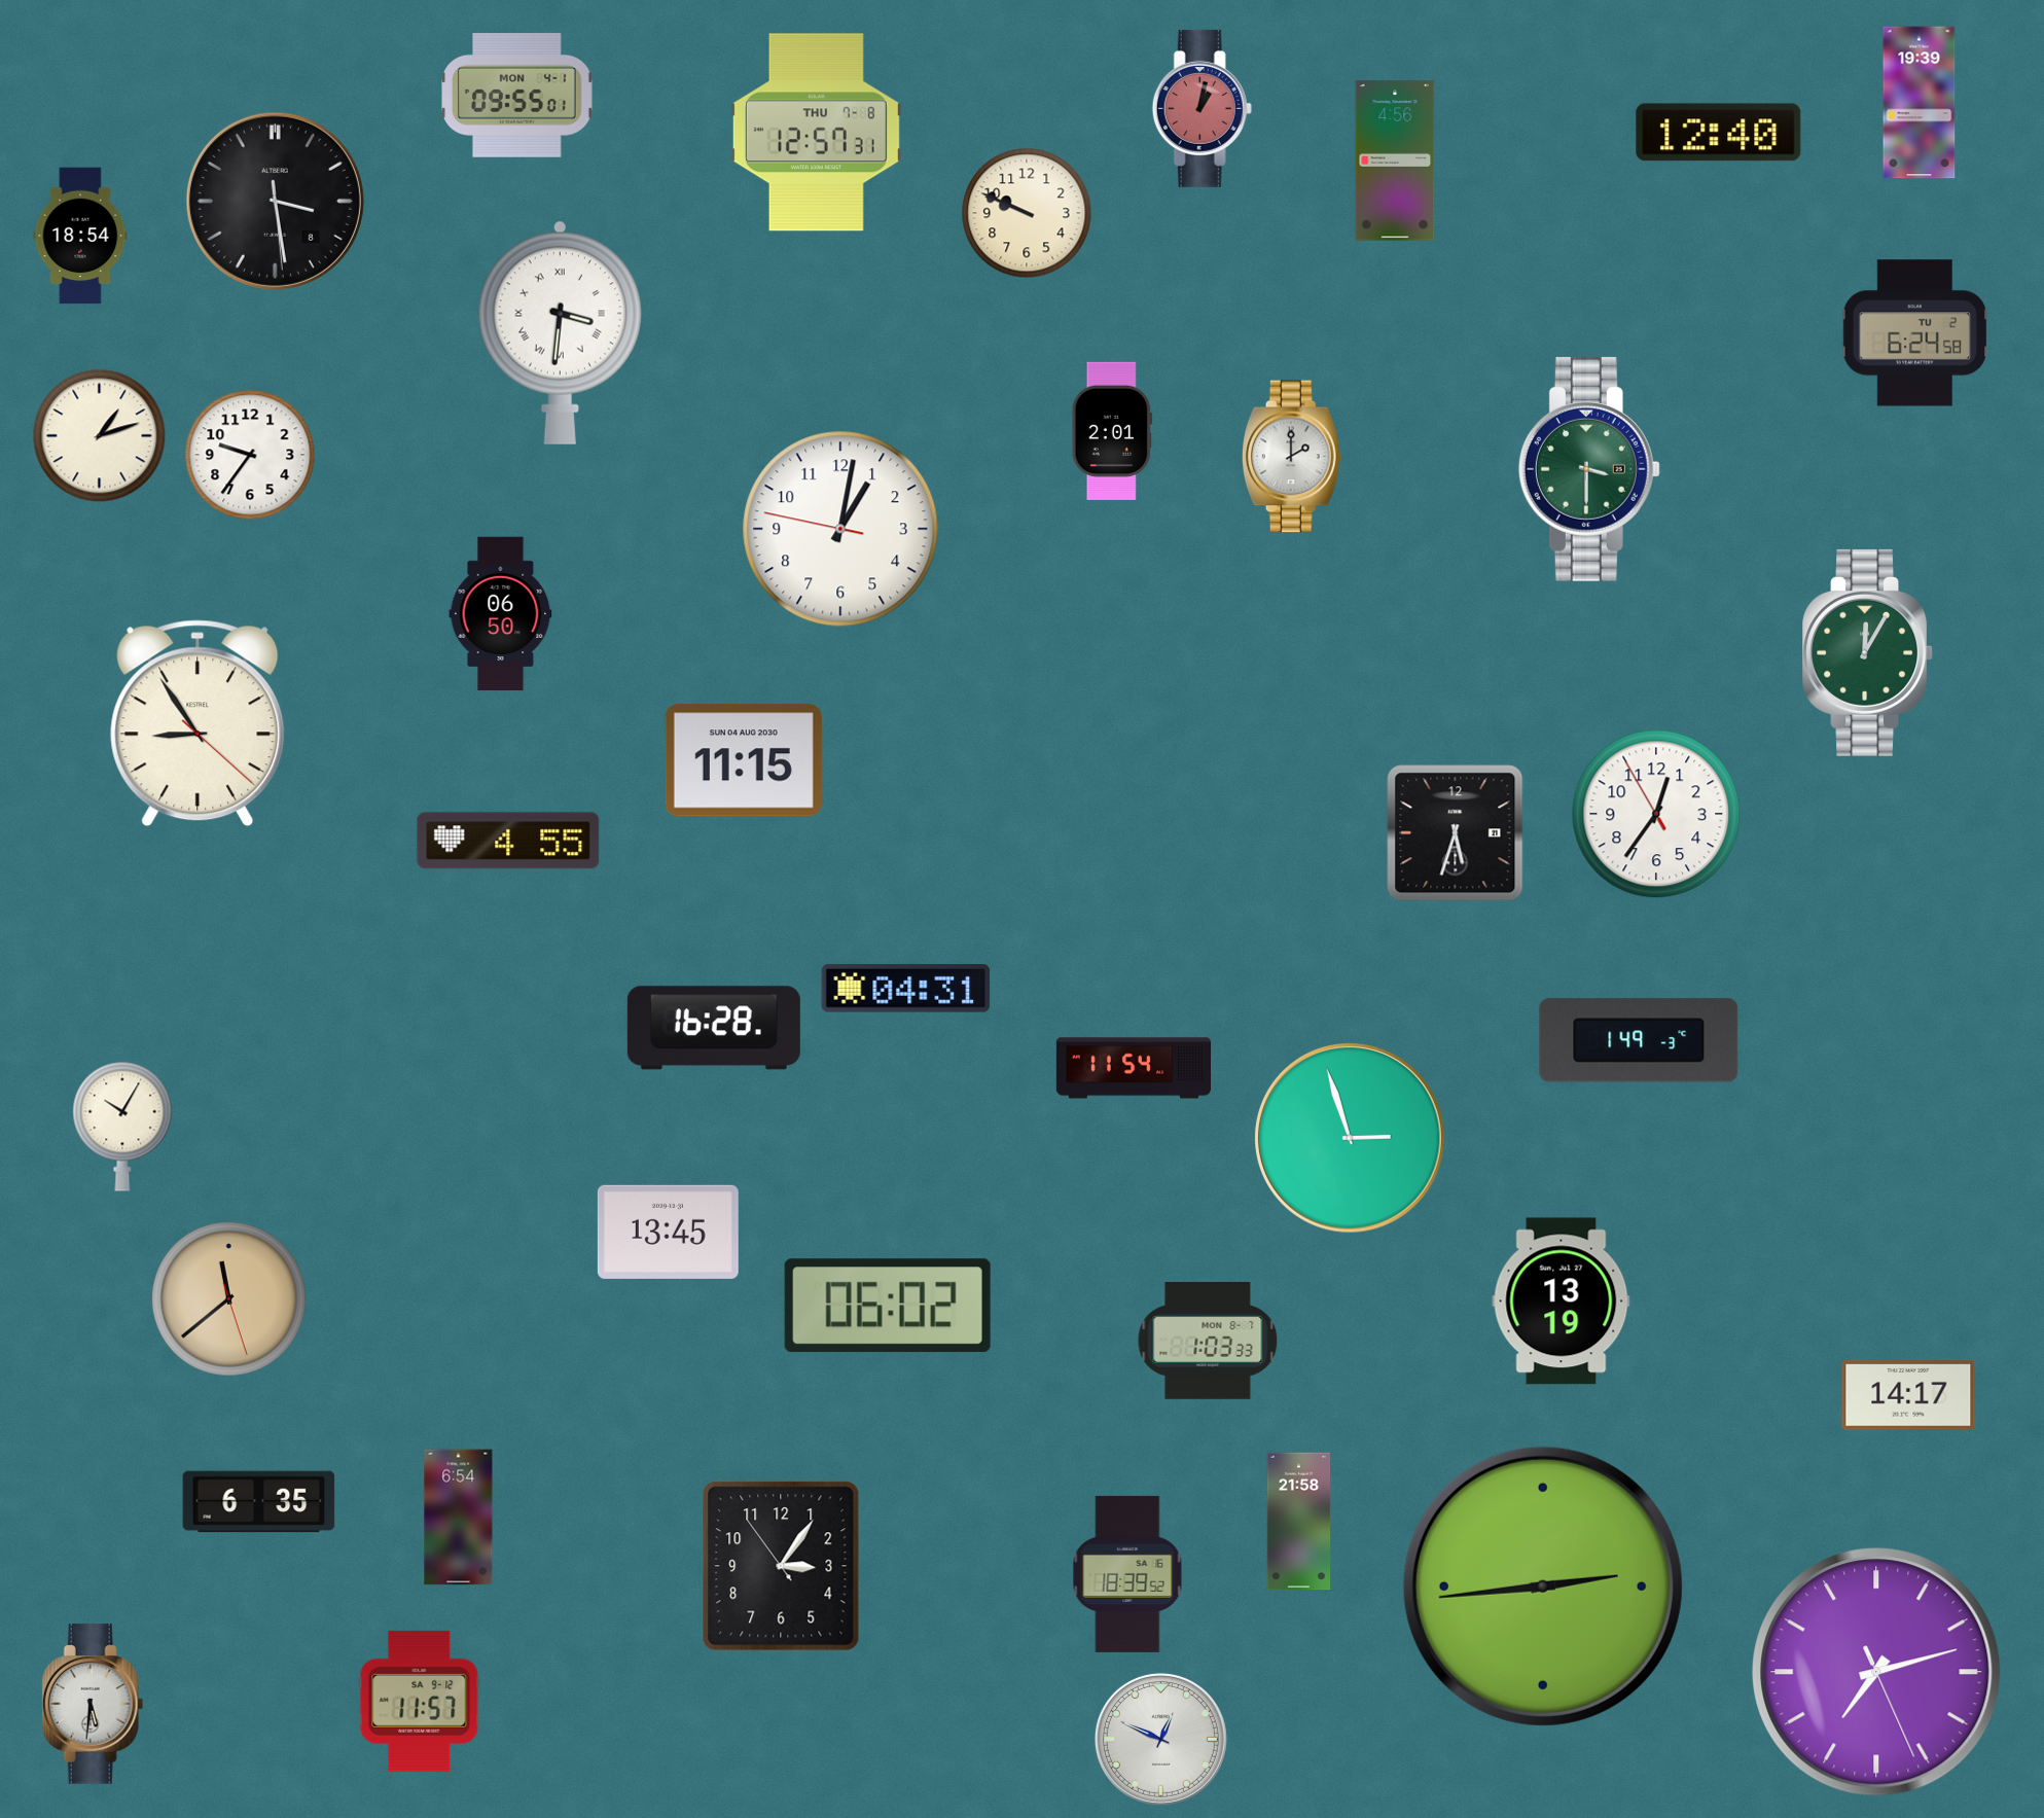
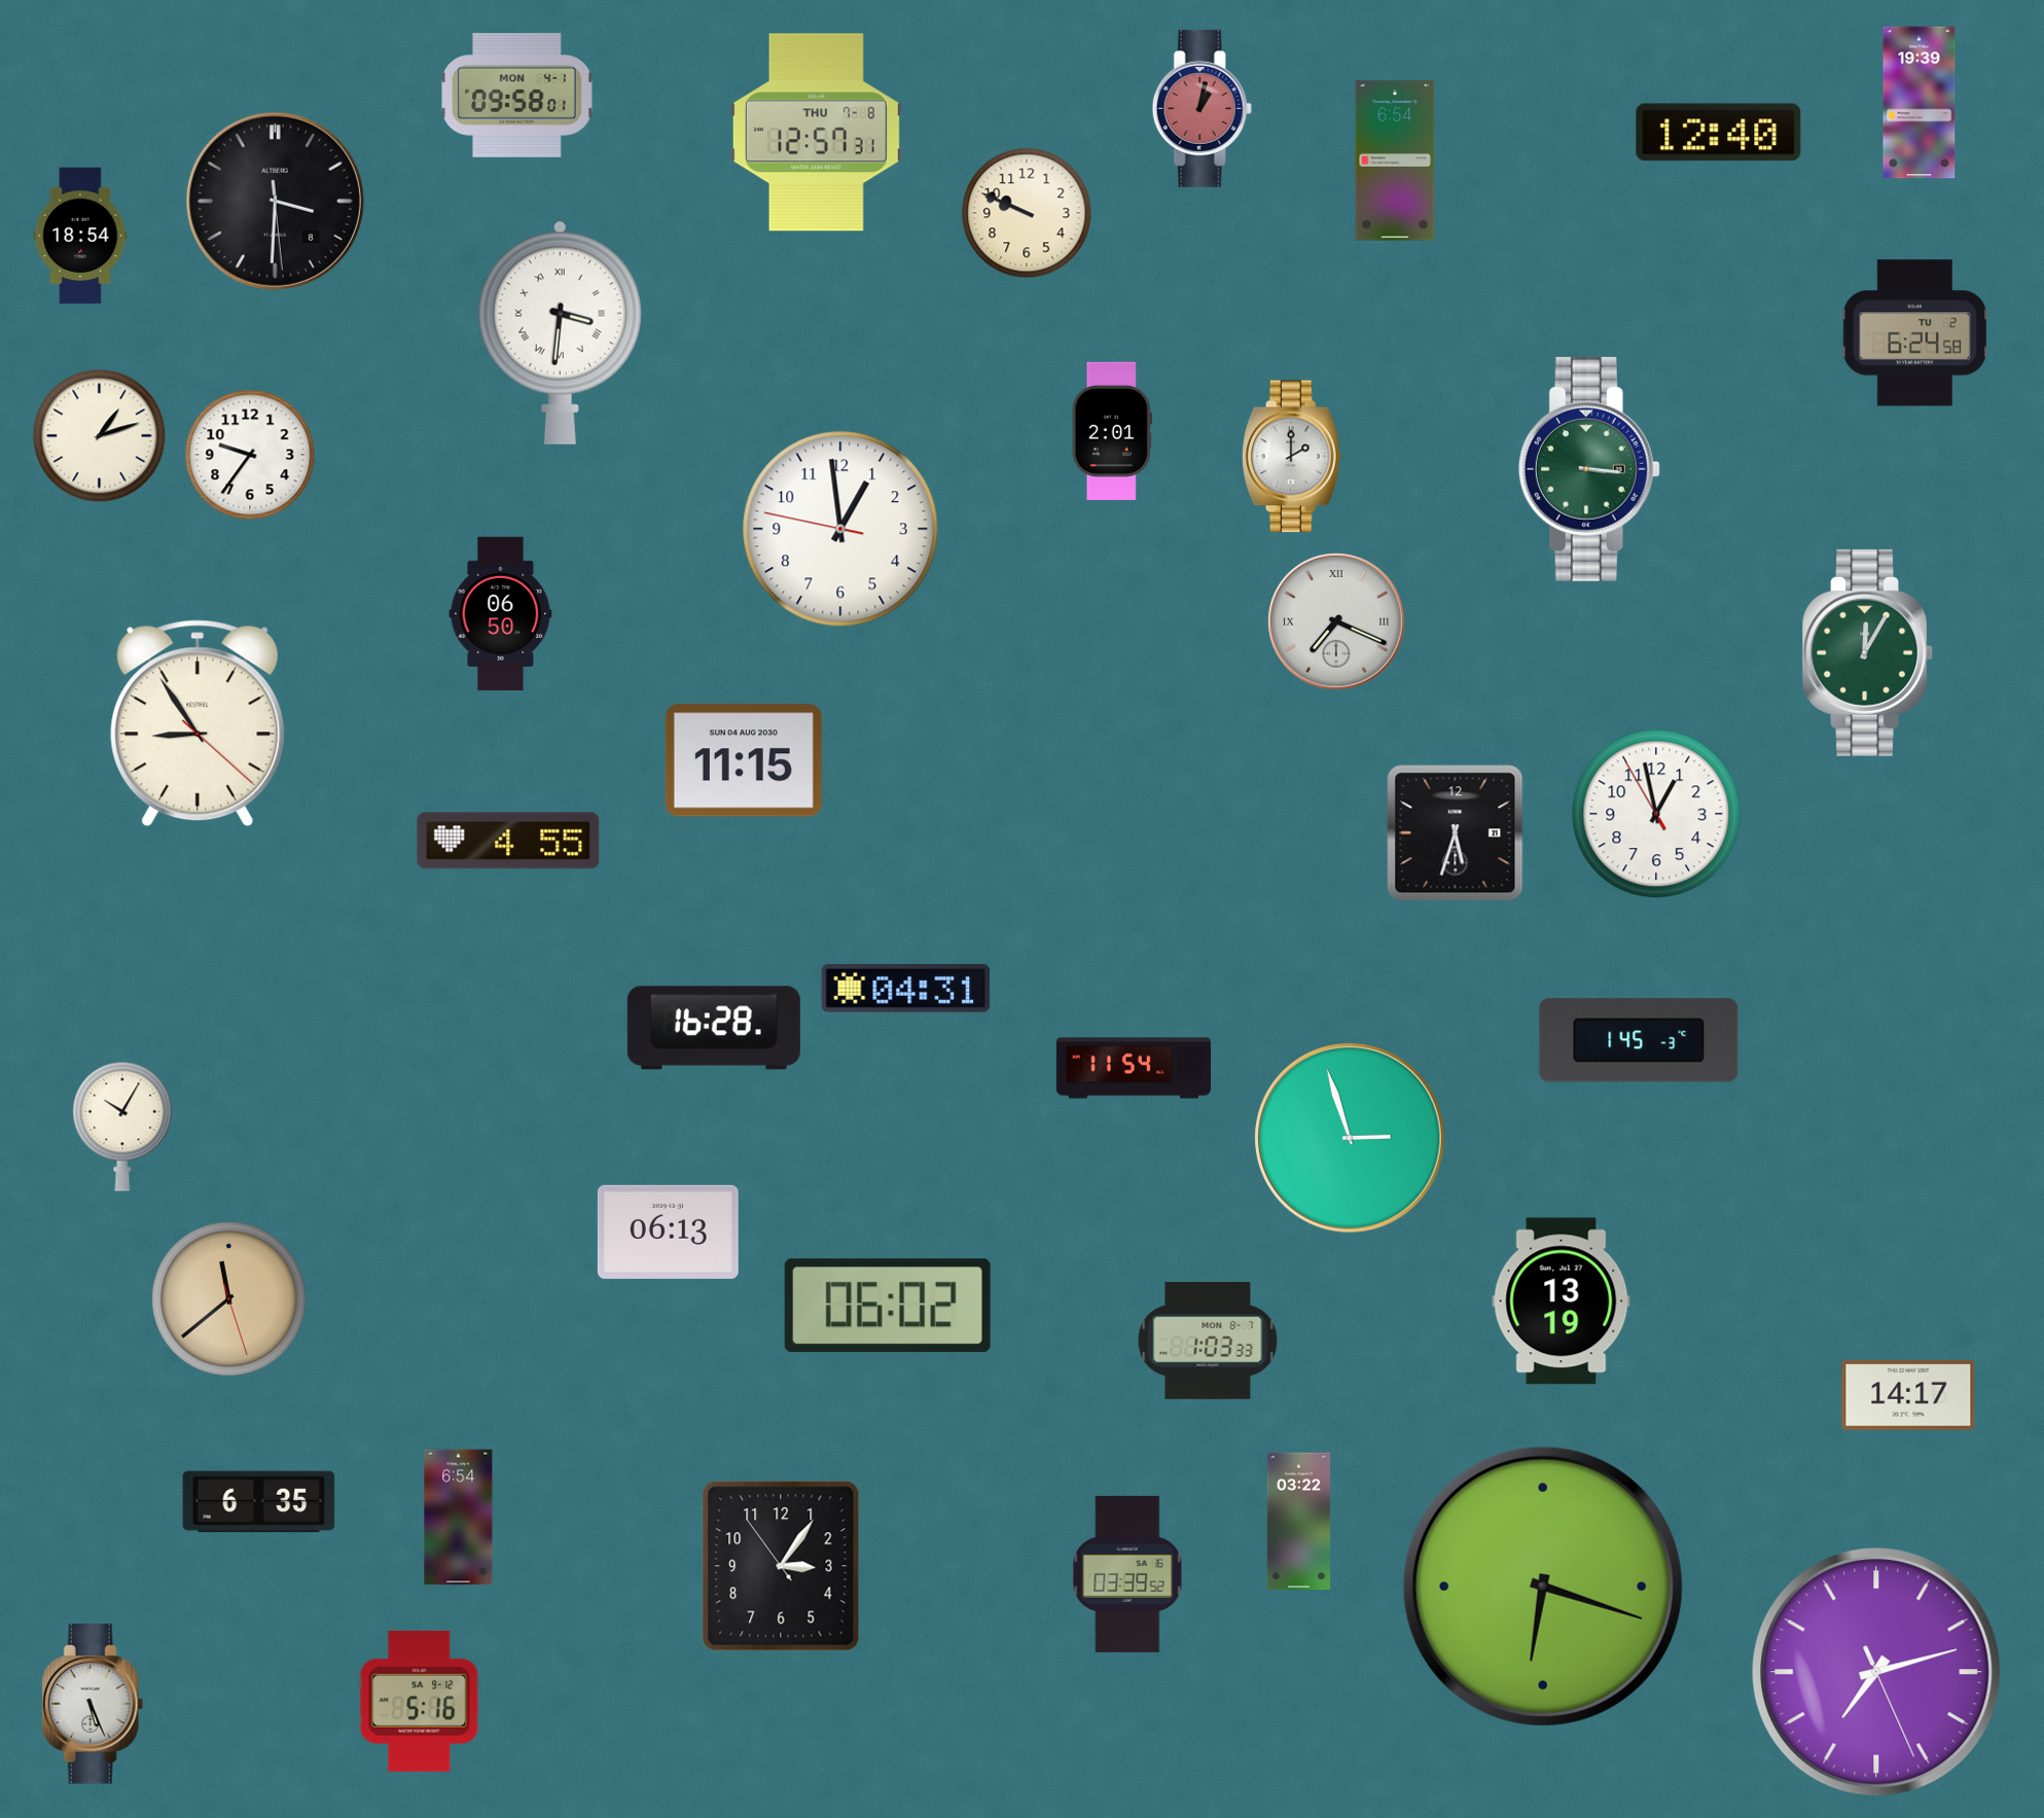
clock at (517, 96): 09:55 -> 09:58
clock at (1395, 161): 4:56 -> 6:54
clock at (275, 201): 3:28 -> 3:30
clock at (1589, 469): 3:30 -> 3:16
clock at (840, 529): 1:01 -> 12:58
clock at (1336, 621): none -> 7:19
clock at (1656, 814): 12:35 -> 12:57
clock at (1639, 1040): 1:49 -> 1:45
clock at (668, 1232): 13:45 -> 06:13
clock at (1299, 1522): 21:58 -> 03:22
clock at (1127, 1574): 18:39 -> 03:39
clock at (1543, 1587): 2:44 -> 6:18
clock at (420, 1701): 11:57 -> 5:16
clock at (93, 1704): 5:31 -> 5:26
clock at (1160, 1739): 12:49 -> none
